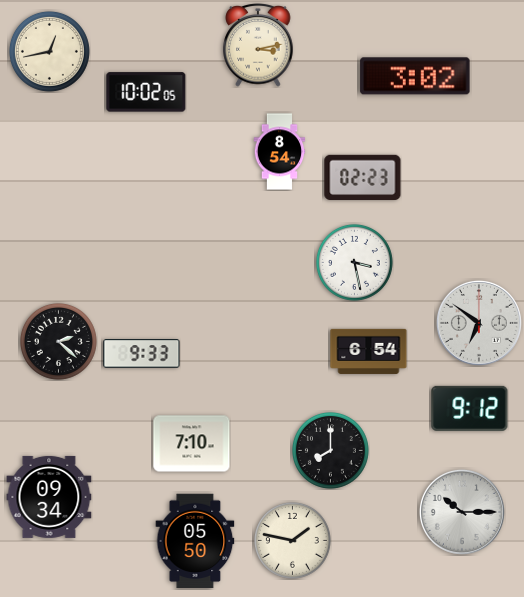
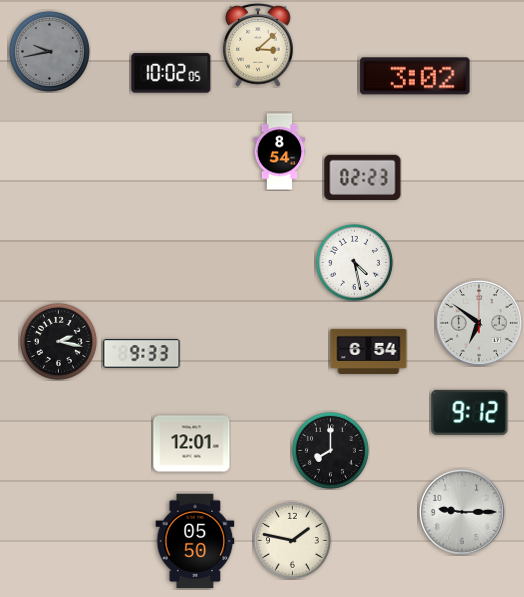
clock at (258, 45): 3:13 -> 3:08
clock at (49, 51): 12:43 -> 9:43
clock at (49, 51) dial: cream -> grey
clock at (146, 92) position: (146, 92) -> (171, 73)
clock at (354, 262): 3:28 -> 4:28
clock at (58, 341): 2:22 -> 2:17
clock at (470, 408) position: (470, 408) -> (470, 412)
clock at (192, 444): 7:10 -> 12:01
clock at (49, 497): 09:34 -> none
clock at (462, 512): 10:15 -> 9:15
